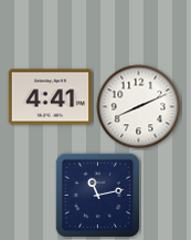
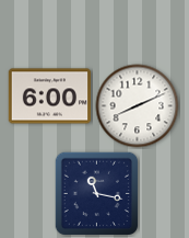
clock at (51, 97): 4:41 -> 6:00
clock at (97, 195): 11:13 -> 11:17
